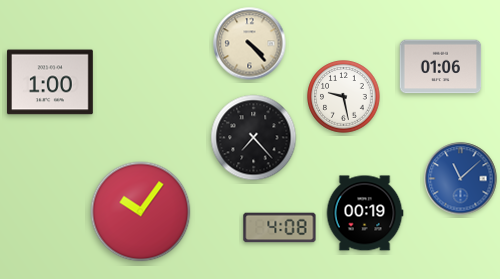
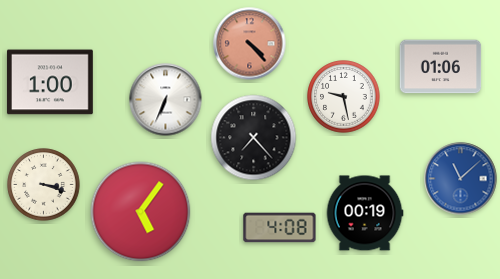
clock at (250, 44) dial: cream -> salmon
clock at (166, 100): none -> 6:34
clock at (44, 185): none -> 3:18
clock at (141, 212): 10:06 -> 5:06
